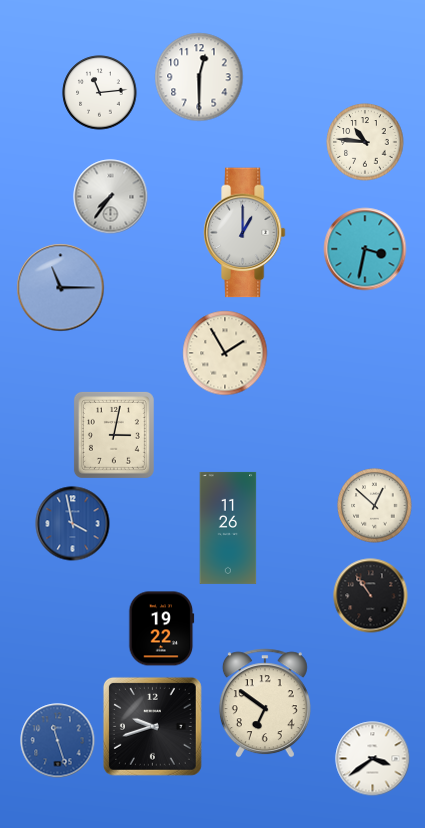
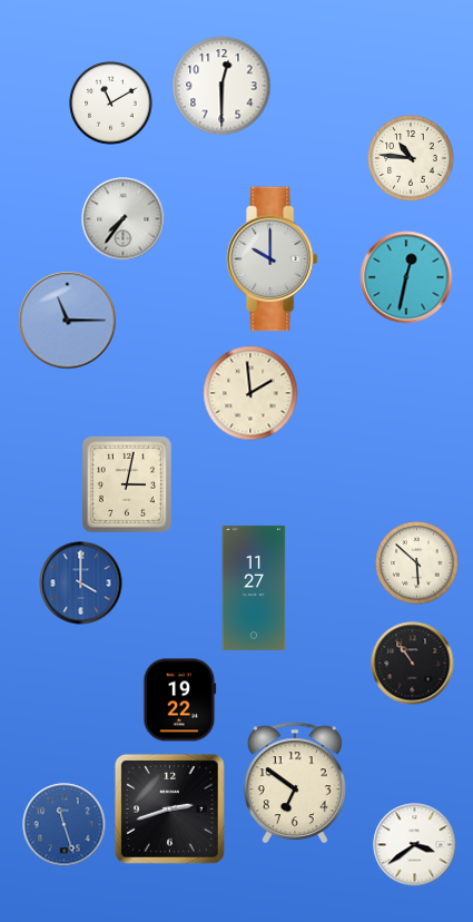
clock at (100, 93): 11:14 -> 11:10
clock at (365, 142) position: (365, 142) -> (411, 158)
clock at (244, 233): 1:00 -> 10:00
clock at (365, 249): 3:32 -> 12:32
clock at (225, 353): 1:55 -> 1:59
clock at (375, 506): 12:52 -> 5:52
clock at (73, 524): 3:58 -> 4:00
clock at (228, 528): 11:26 -> 11:27
clock at (152, 726): 9:42 -> 2:42
